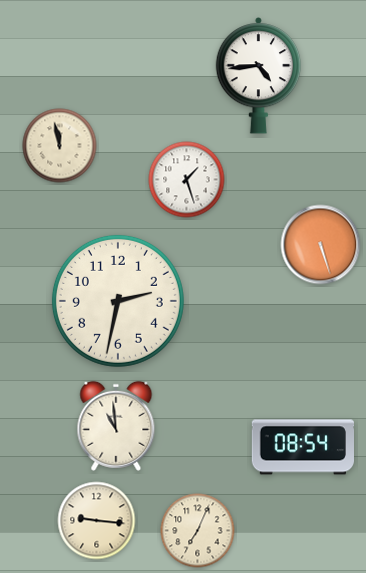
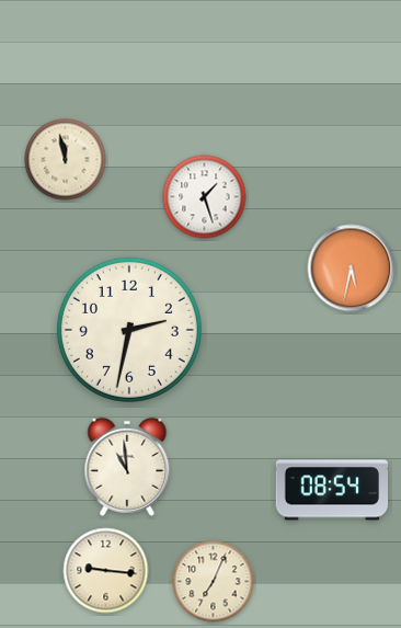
clock at (259, 76): 4:44 -> none
clock at (321, 245): 5:27 -> 5:32
clock at (198, 531) position: (198, 531) -> (214, 582)
